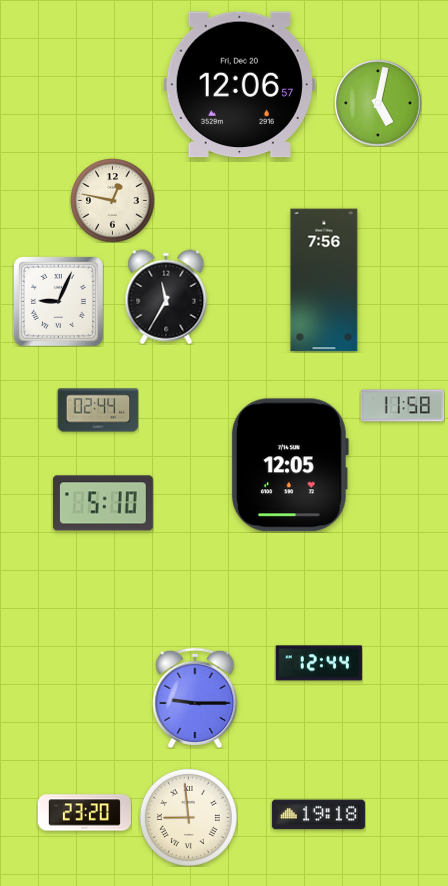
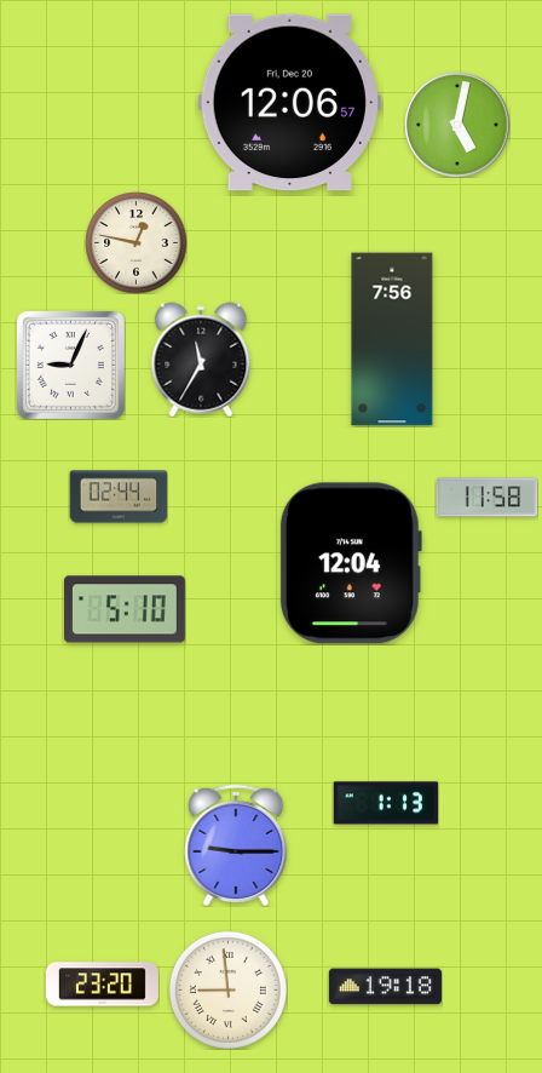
clock at (402, 406) position: (402, 406) -> (486, 498)
clock at (289, 465): 12:05 -> 12:04
clock at (318, 663): 12:44 -> 1:13
